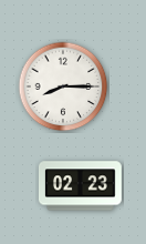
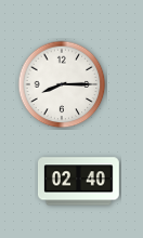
clock at (81, 186): 02:23 -> 02:40
